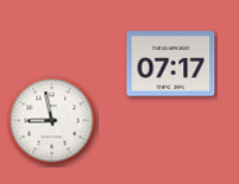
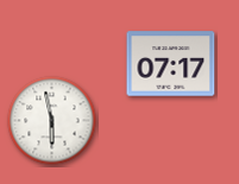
clock at (52, 121): 8:58 -> 5:58
